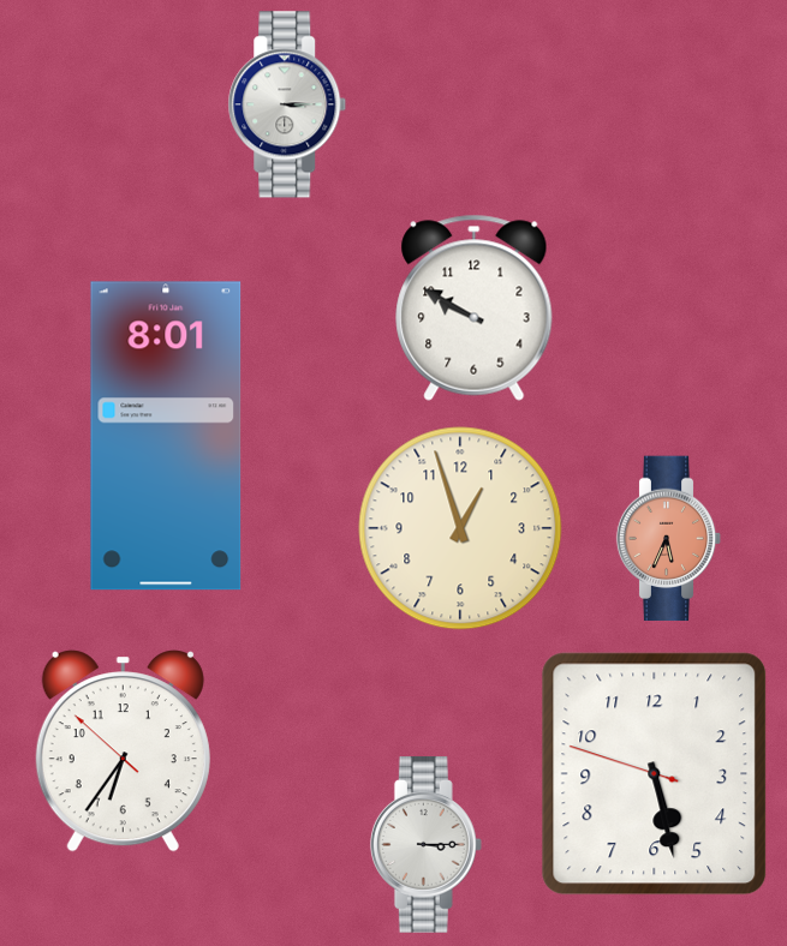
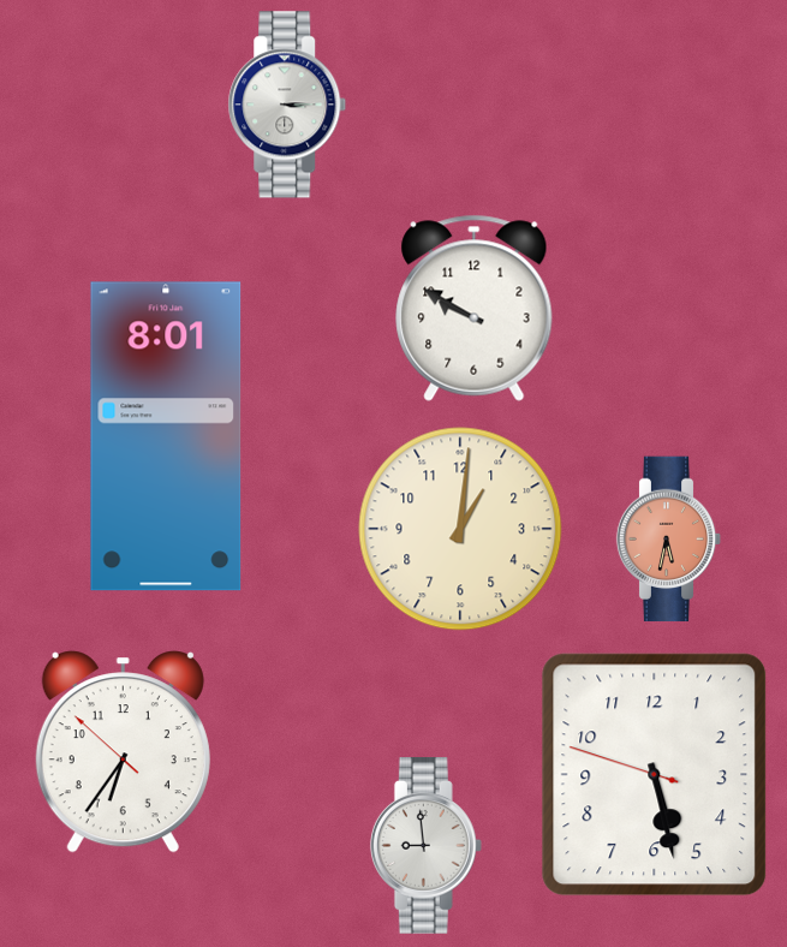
clock at (460, 528): 12:57 -> 1:01
clock at (669, 539): 5:34 -> 5:32
clock at (425, 845): 3:15 -> 8:59
